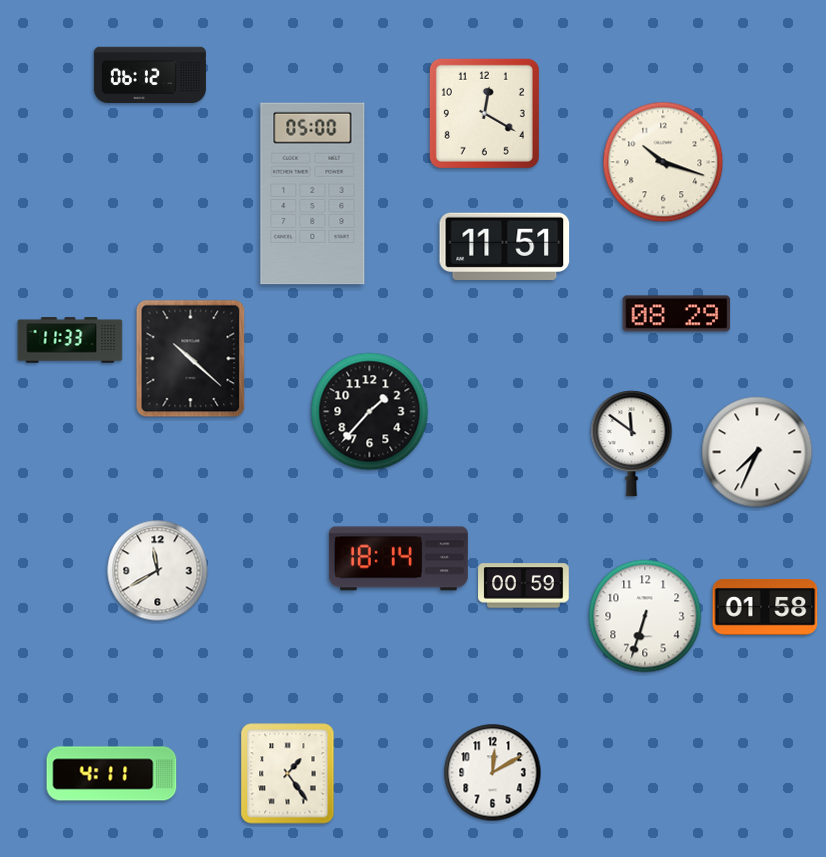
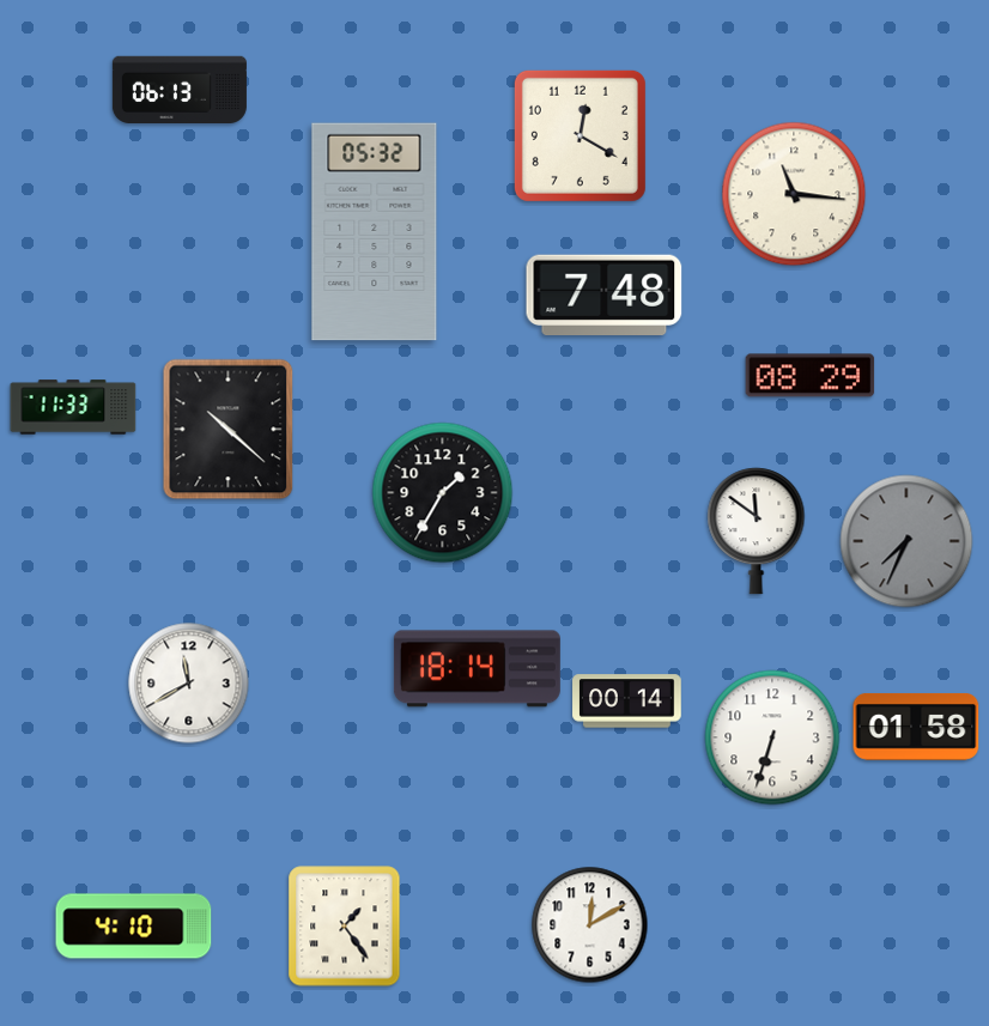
clock at (150, 74): 06:12 -> 06:13
clock at (663, 162): 10:18 -> 11:16
clock at (313, 194): 05:00 -> 05:32
clock at (505, 247): 11:51 -> 7:48
clock at (70, 340) position: (70, 340) -> (73, 407)
clock at (370, 412): 1:37 -> 1:35
clock at (757, 452) dial: white -> grey
clock at (524, 586): 00:59 -> 00:14
clock at (112, 774): 4:11 -> 4:10
